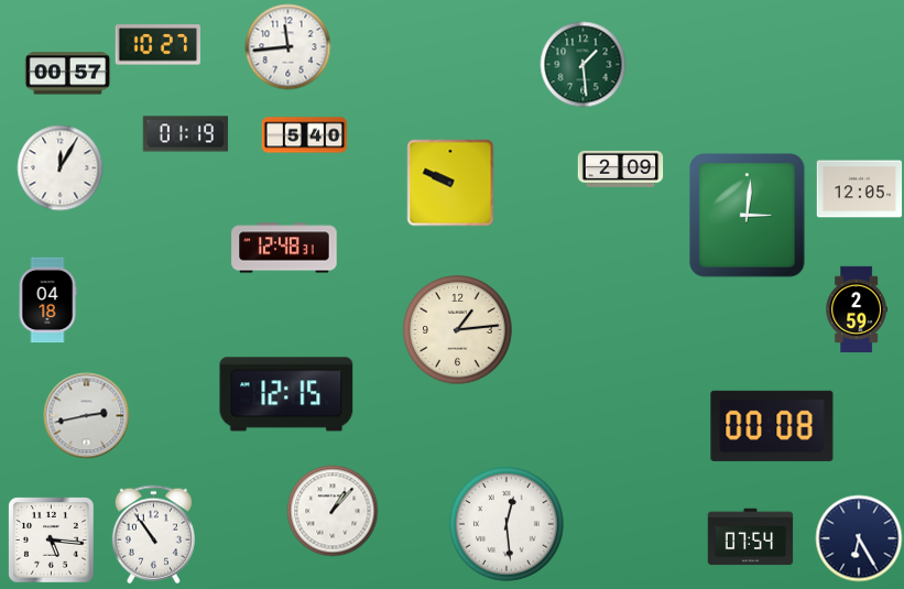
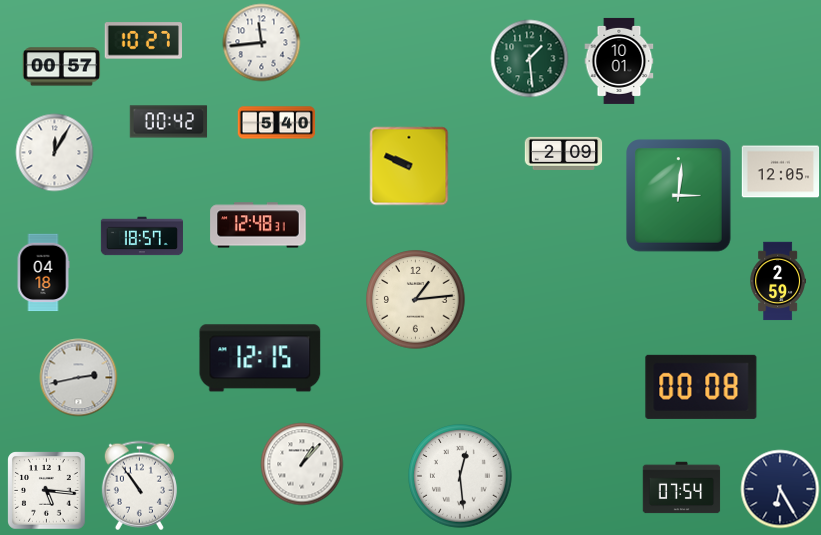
clock at (619, 61): none -> 10:01
clock at (185, 134): 01:19 -> 00:42
clock at (142, 236): none -> 18:57
